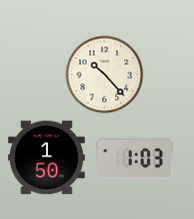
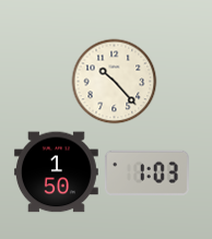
clock at (46, 158) position: (46, 158) -> (56, 172)
